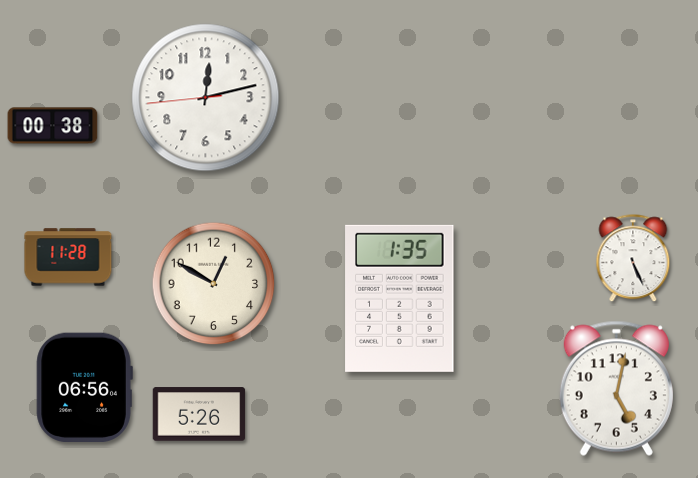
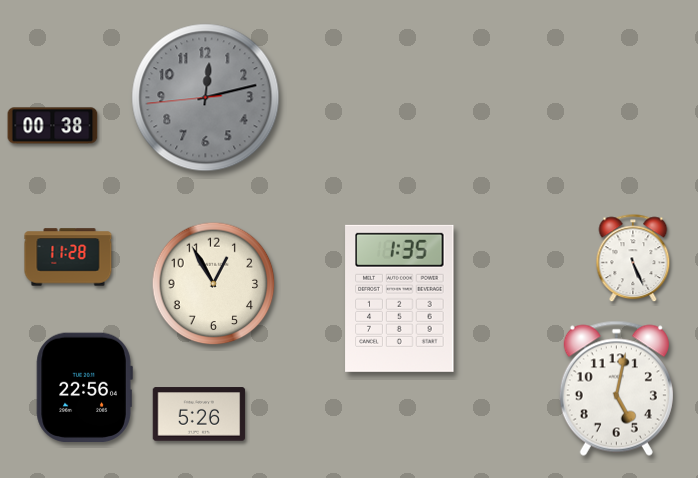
clock at (206, 98) dial: white -> grey
clock at (214, 284): 12:50 -> 12:55
clock at (84, 387): 06:56 -> 22:56
